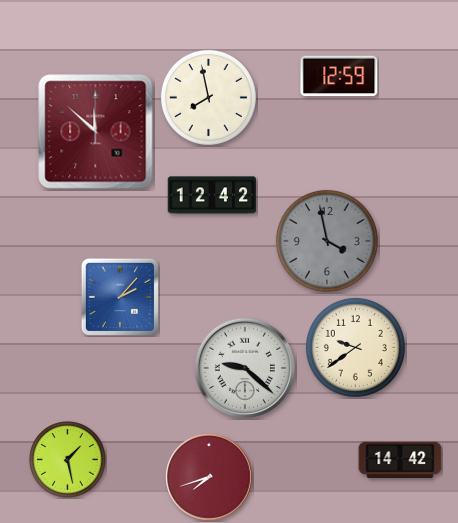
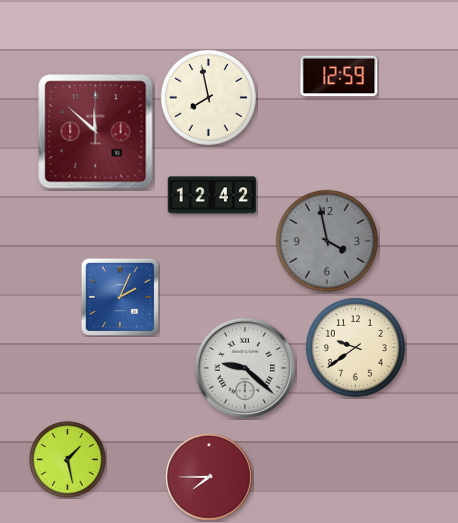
clock at (120, 297): 2:07 -> 2:04
clock at (400, 460): 14:42 -> none
clock at (209, 477): 7:42 -> 7:45
